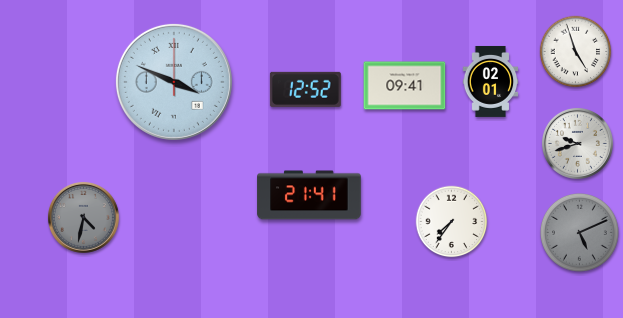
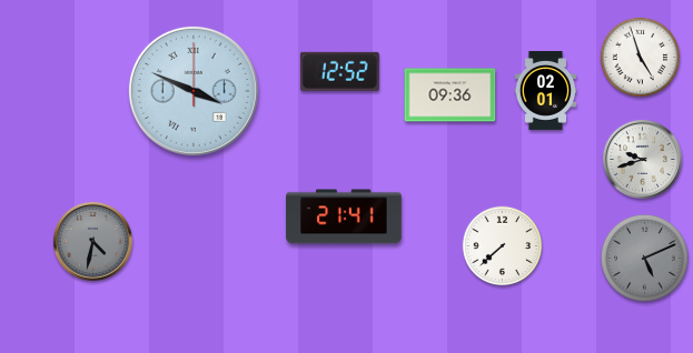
clock at (405, 86): 09:41 -> 09:36
clock at (305, 89) position: (305, 89) -> (339, 71)
clock at (452, 222): 7:36 -> 7:38
